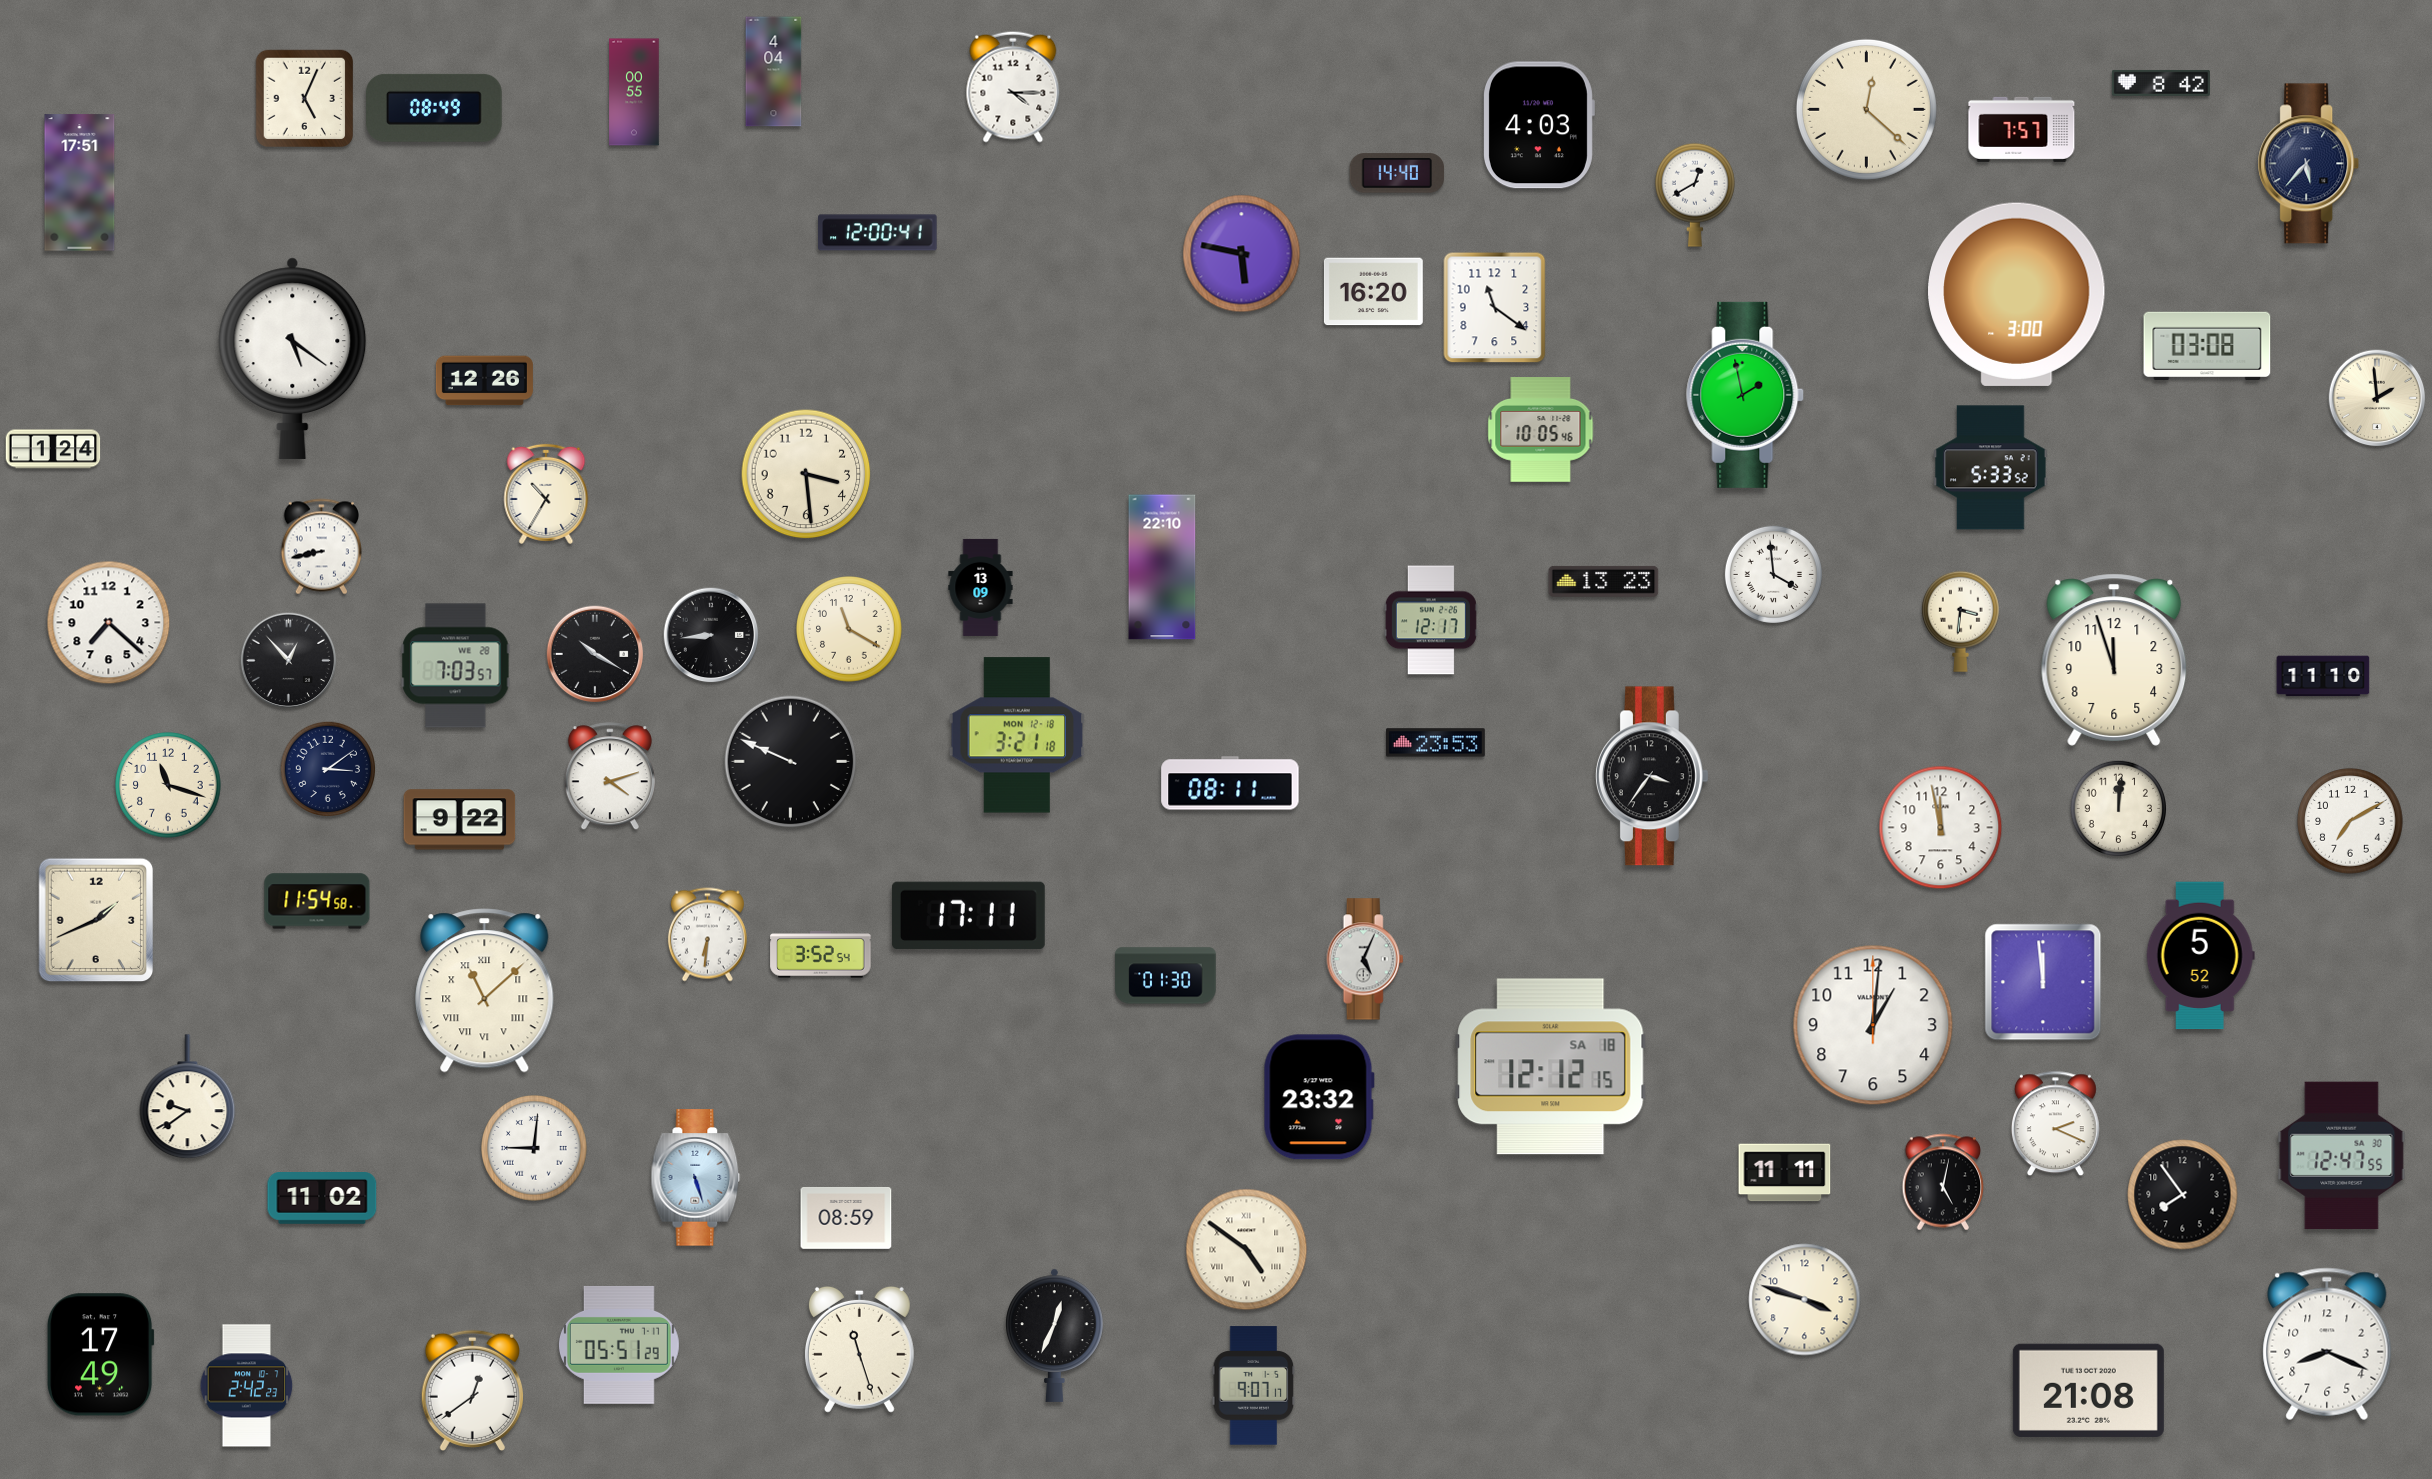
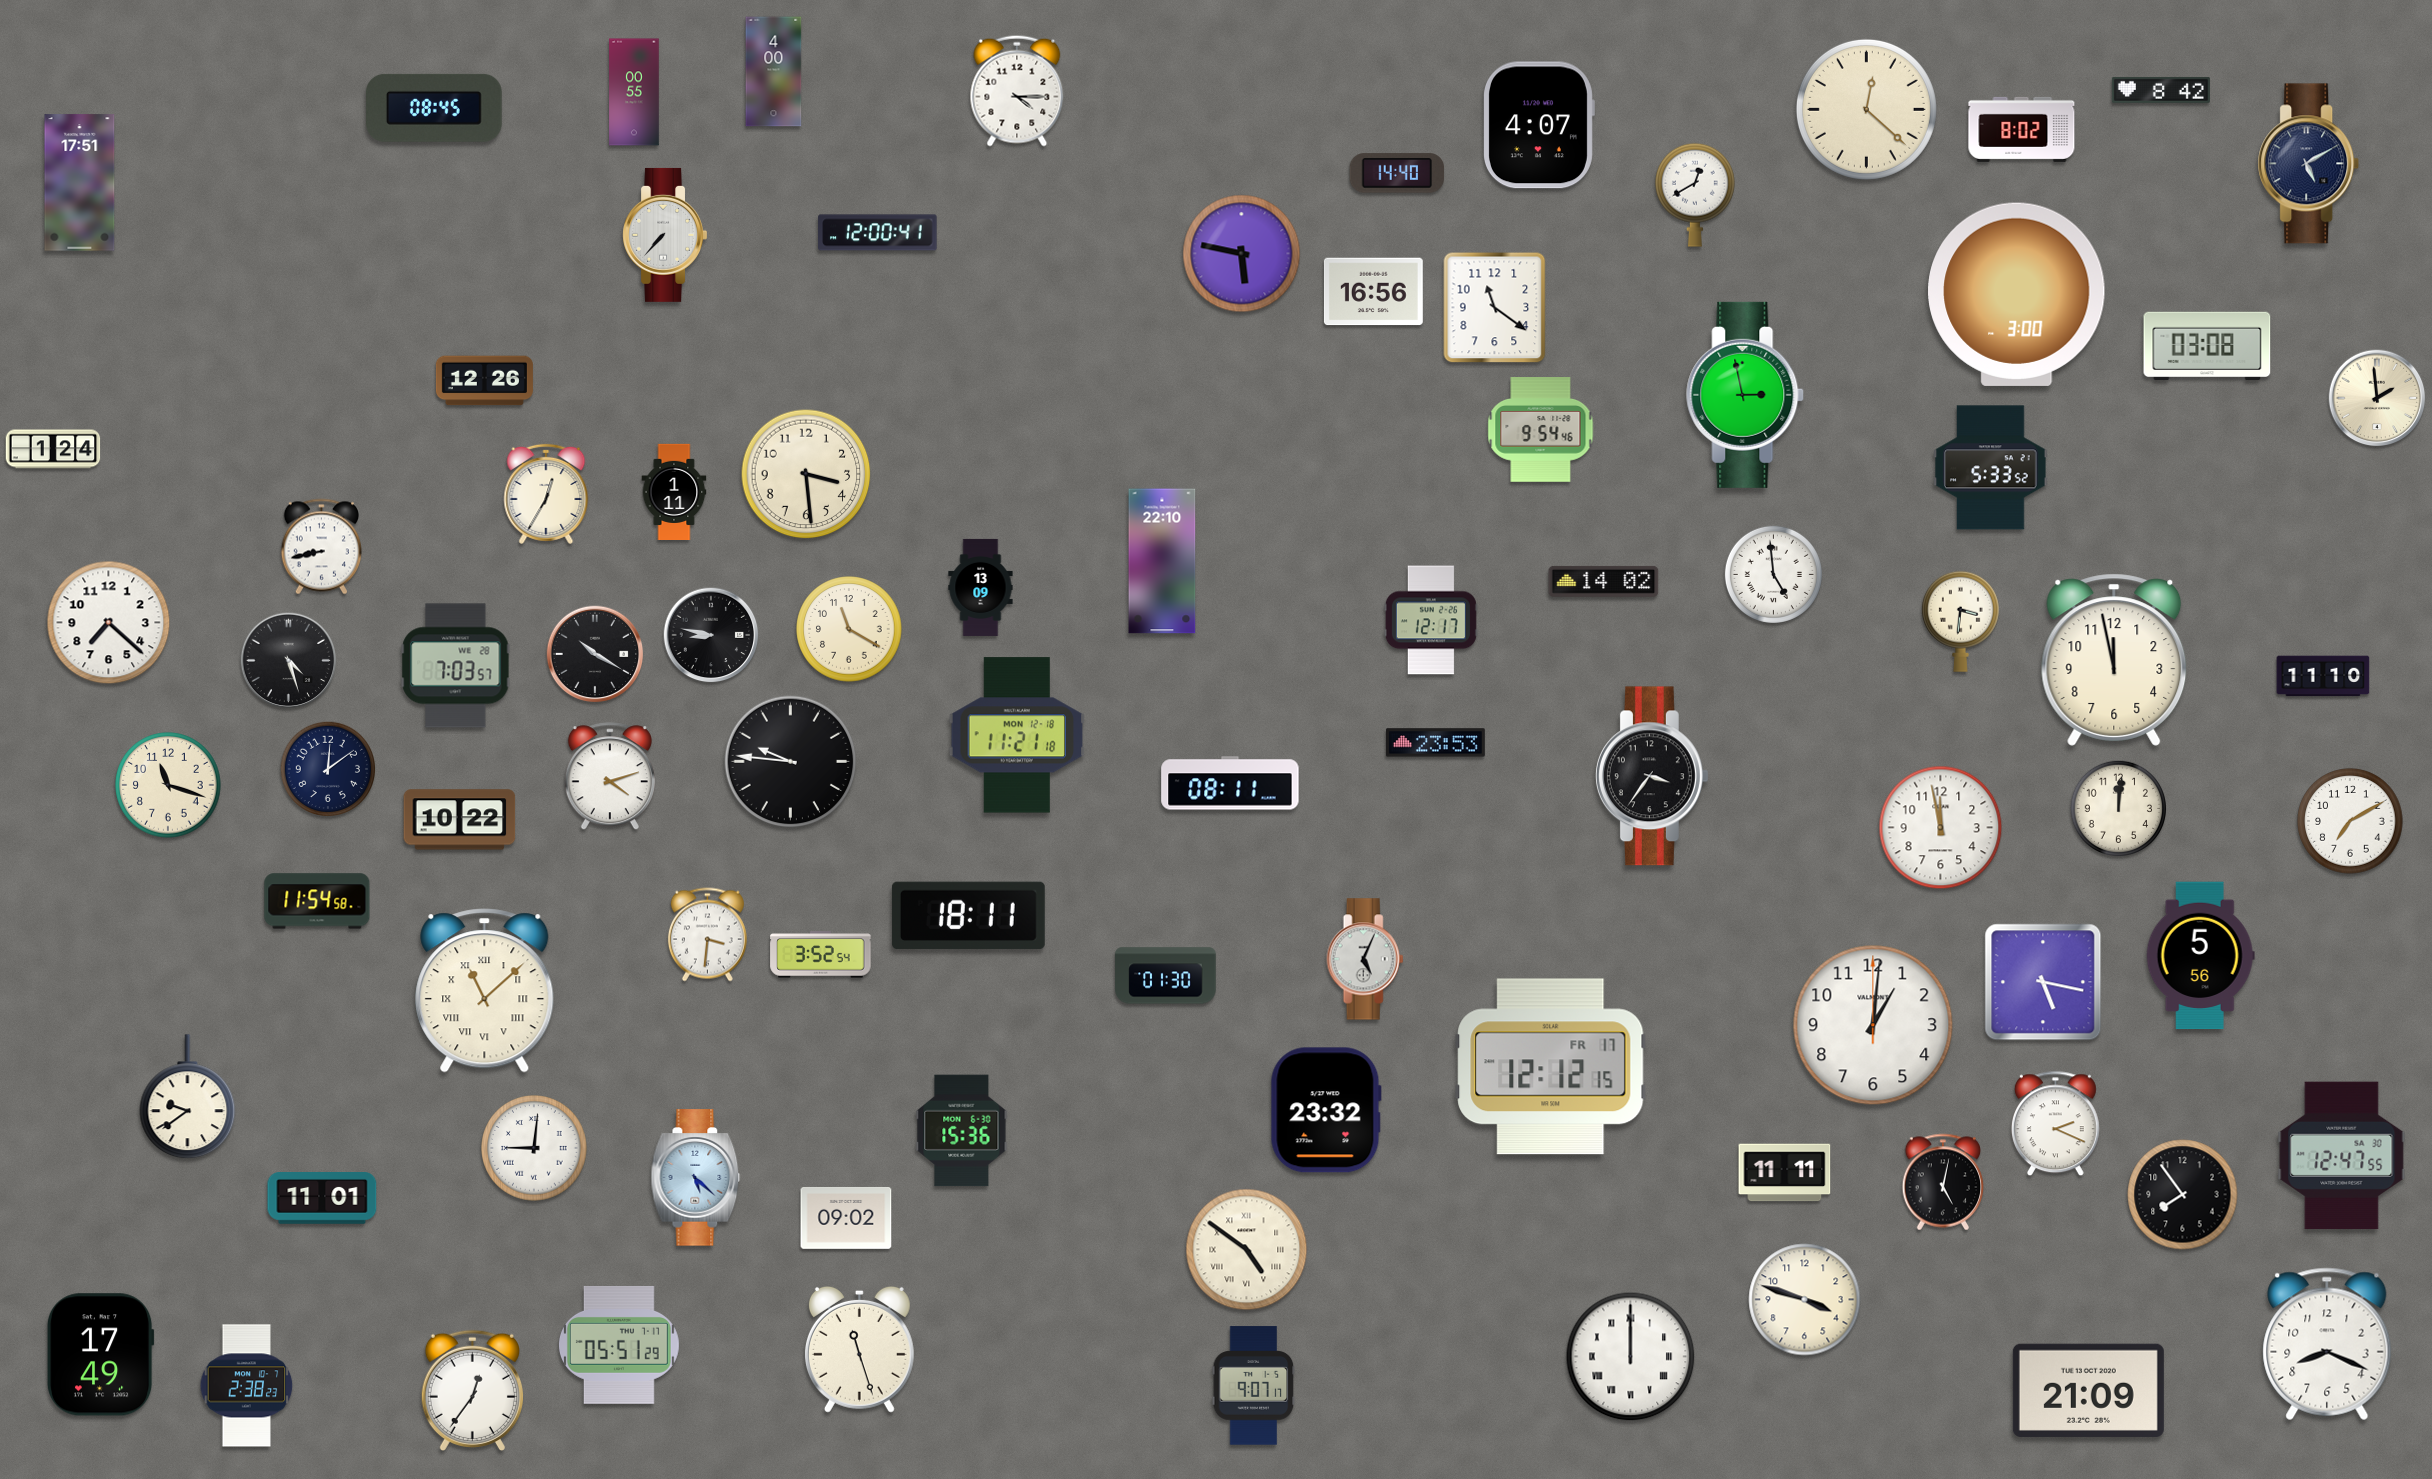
clock at (774, 72): 4:04 -> 4:00
clock at (2161, 83) position: (2161, 83) -> (2161, 90)
clock at (1013, 87) position: (1013, 87) -> (1017, 91)
clock at (305, 99): 5:04 -> none
clock at (435, 108): 08:49 -> 08:45
clock at (1539, 125): 4:03 -> 4:07
clock at (2022, 129): 7:57 -> 8:02
clock at (2309, 164): 5:37 -> 5:10
clock at (664, 235): none -> 7:37
clock at (1373, 292): 16:20 -> 16:56
clock at (293, 358): 5:21 -> none
clock at (1746, 395): 1:58 -> 2:58
clock at (1541, 430): 10:05 -> 9:54
clock at (674, 491): none -> 1:11
clock at (546, 494): 10:35 -> 12:35
clock at (1162, 567) position: (1162, 567) -> (1162, 561)
clock at (1773, 574): 3:59 -> 4:59
clock at (1604, 581): 13:23 -> 14:02
clock at (711, 635): 8:44 -> 8:47
clock at (2114, 660): 11:57 -> 11:58
clock at (289, 661): 12:53 -> 4:27
clock at (1017, 735): 3:21 -> 11:21
clock at (791, 762): 9:49 -> 9:46
clock at (327, 768): 3:09 -> 12:09
clock at (460, 820): 9:22 -> 10:22
clock at (968, 916): 17:11 -> 18:11
clock at (96, 920): 1:41 -> none
clock at (707, 935): 6:31 -> 3:31
clock at (2200, 956): 5:52 -> 5:56
clock at (2043, 982): 11:59 -> 5:17
clock at (1551, 1067) date: SA 18 -> FR 17
clock at (1319, 1097) position: (1319, 1097) -> (1326, 1110)
clock at (962, 1131): none -> 15:36
clock at (696, 1178): 5:27 -> 5:22
clock at (322, 1199): 11:02 -> 11:01
clock at (846, 1218): 08:59 -> 09:02
clock at (1055, 1335): 12:34 -> none
clock at (1631, 1357): none -> 12:00
clock at (247, 1386): 2:42 -> 2:38
clock at (472, 1390): 12:39 -> 12:36
clock at (2088, 1390): 21:08 -> 21:09
